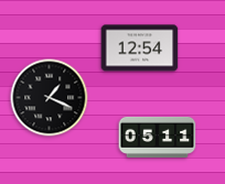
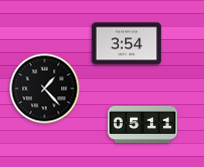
clock at (140, 48): 12:54 -> 3:54
clock at (50, 98): 1:19 -> 1:23
